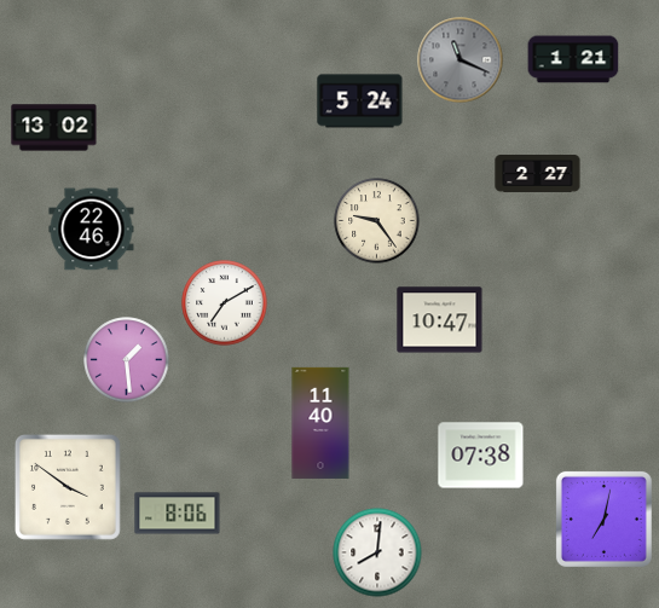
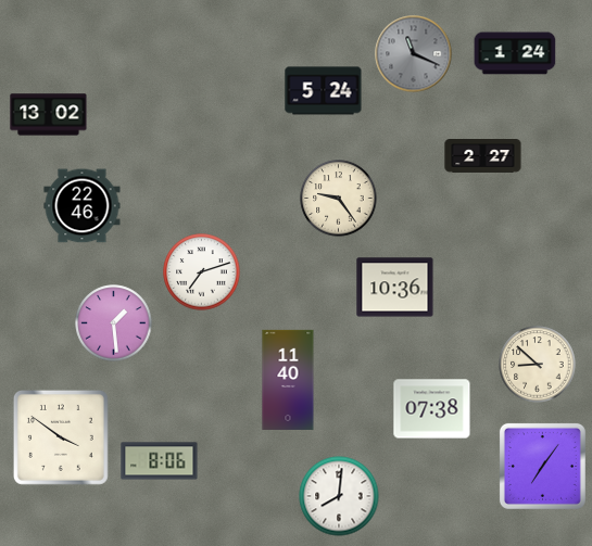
clock at (573, 59): 1:21 -> 1:24
clock at (225, 303): 7:10 -> 7:12
clock at (440, 320): 10:47 -> 10:36
clock at (538, 365): none -> 8:52
clock at (603, 519): 7:02 -> 7:06
